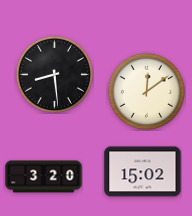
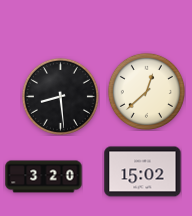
clock at (54, 74) position: (54, 74) -> (60, 96)
clock at (146, 91): 12:09 -> 12:38
